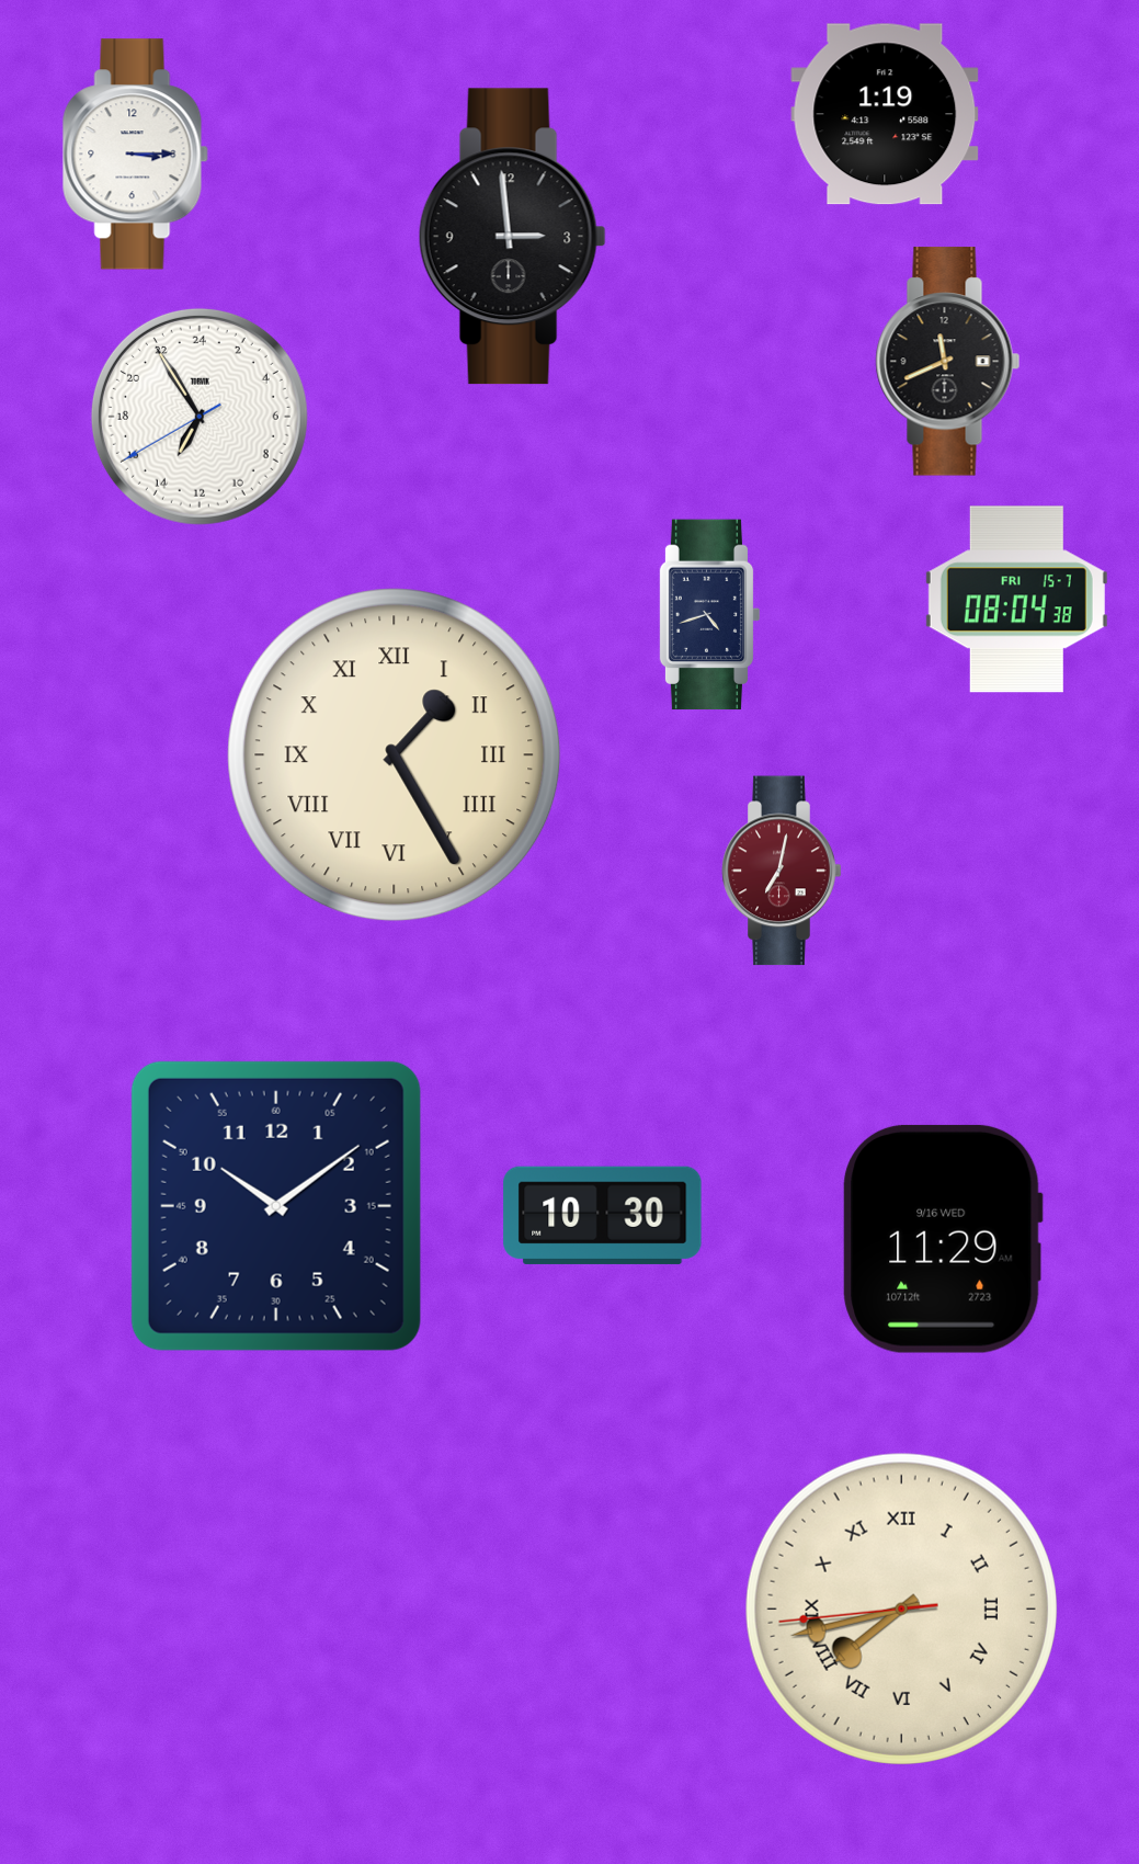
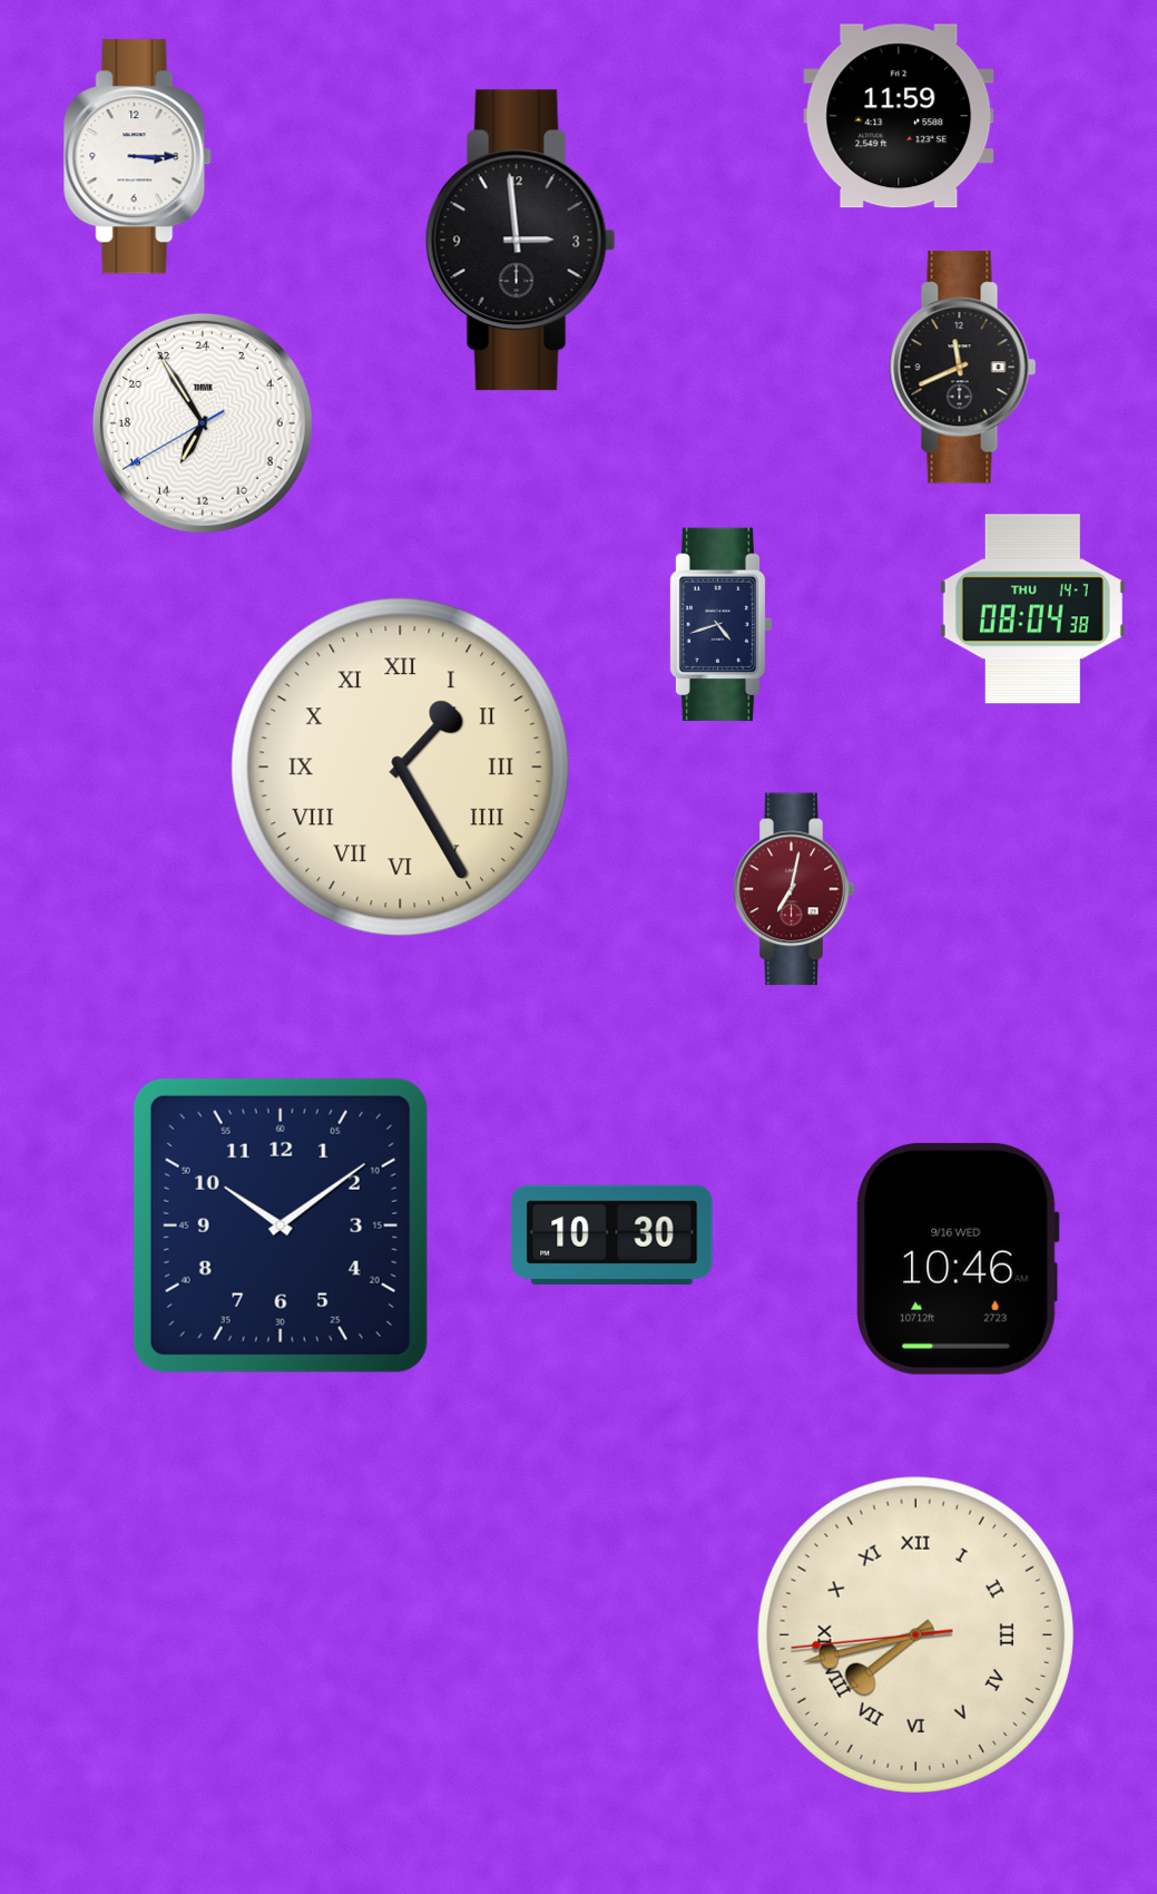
clock at (885, 114): 1:19 -> 11:59
clock at (1016, 600) date: FRI 15-7 -> THU 14-7
clock at (782, 871) position: (782, 871) -> (794, 889)
clock at (943, 1239): 11:29 -> 10:46
